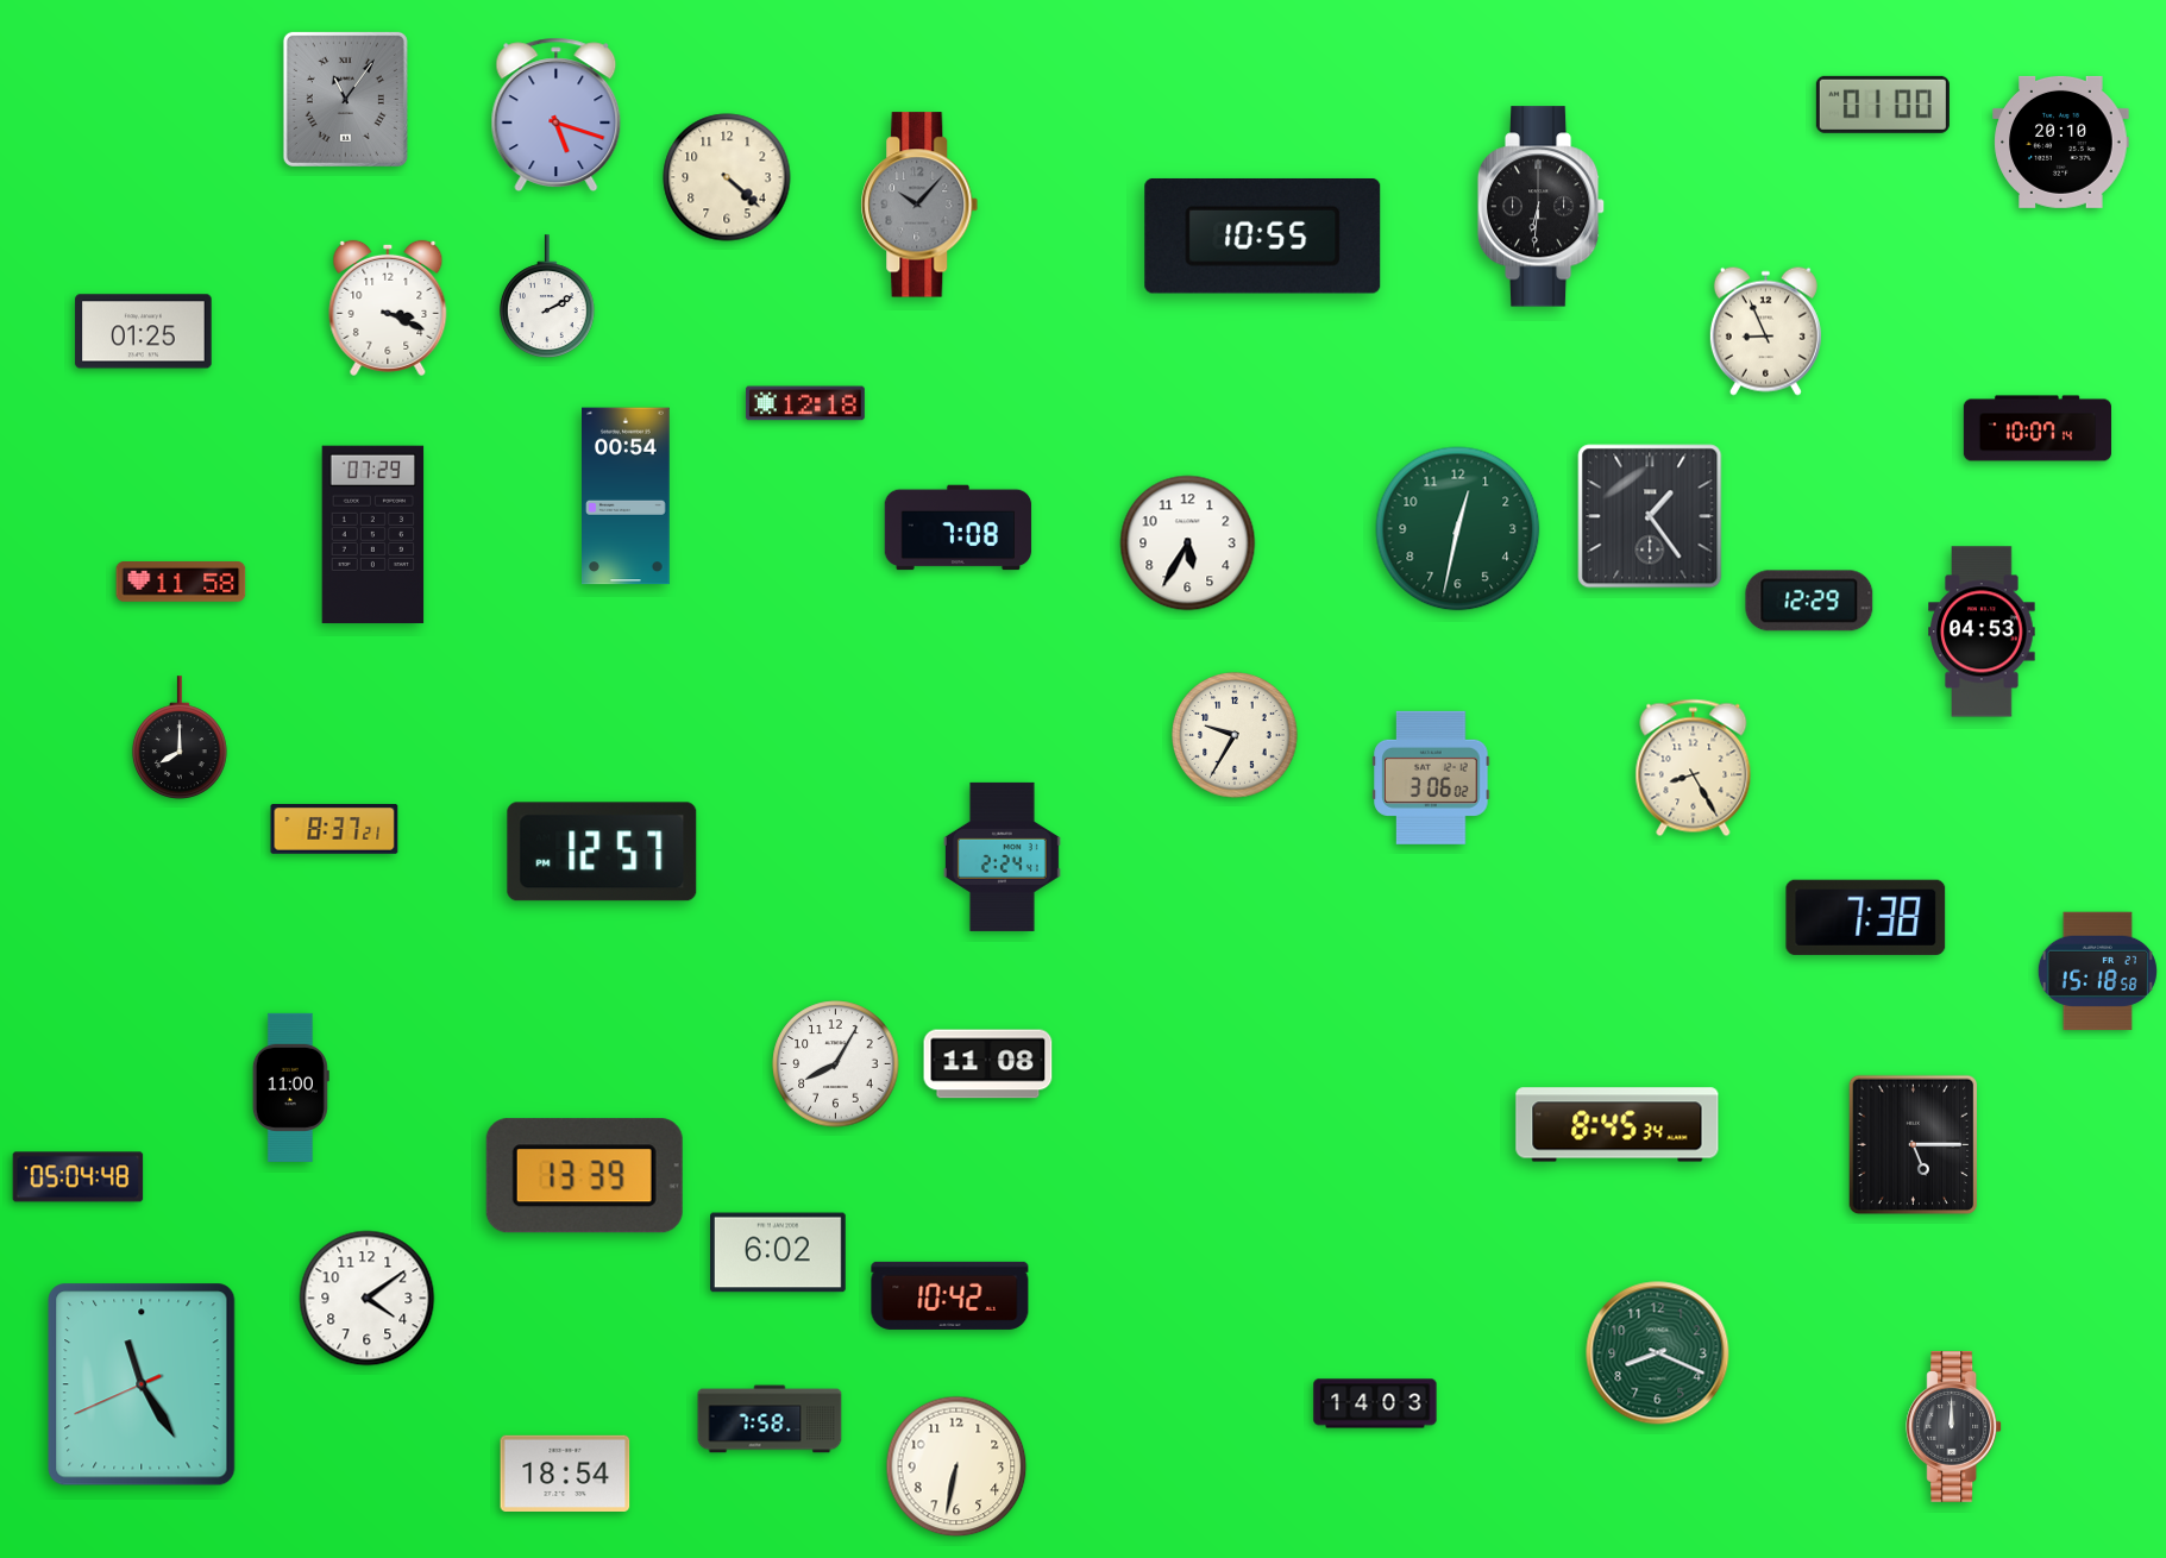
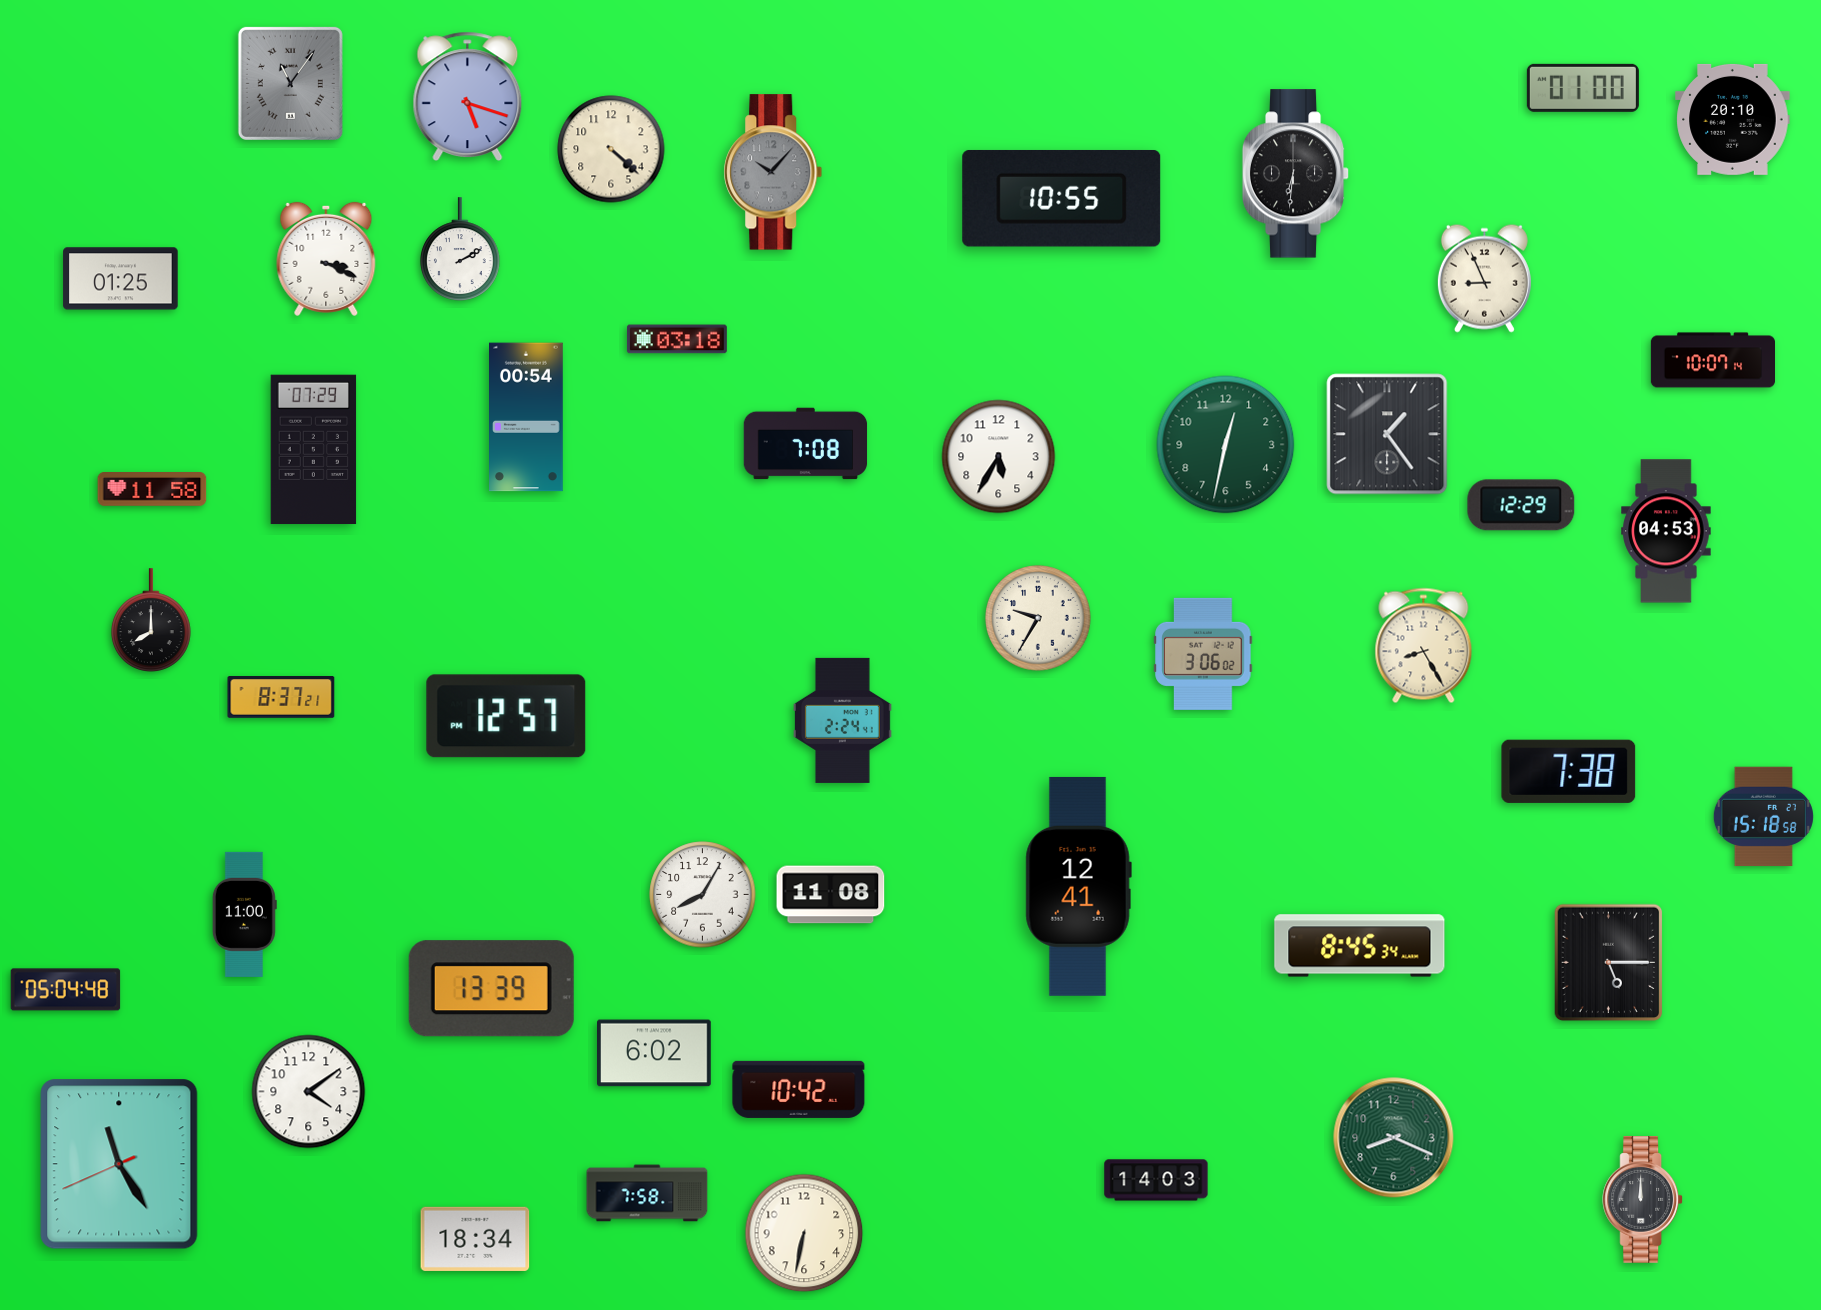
clock at (805, 403): 12:18 -> 03:18
clock at (1078, 886): none -> 12:41
clock at (565, 1474): 18:54 -> 18:34
